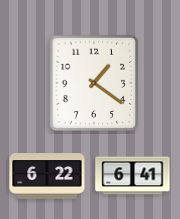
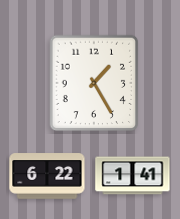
clock at (94, 83): 1:21 -> 1:25
clock at (133, 176): 6:41 -> 1:41
